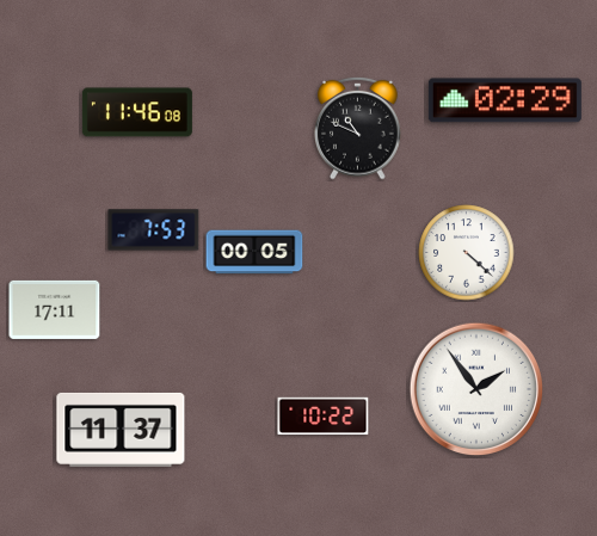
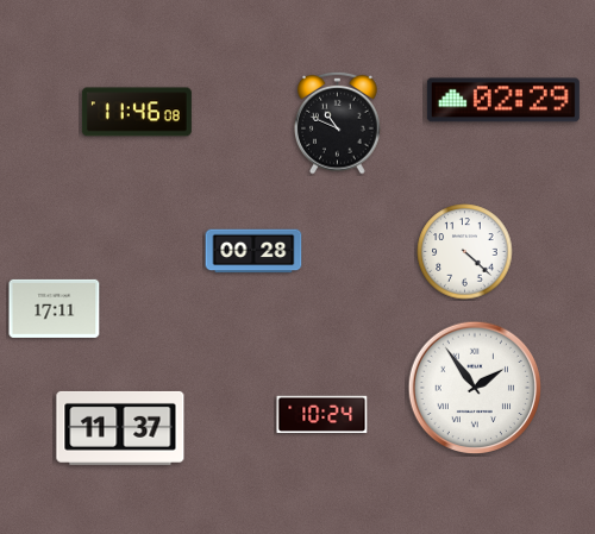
clock at (358, 128) position: (358, 128) -> (338, 122)
clock at (154, 230): 7:53 -> none
clock at (254, 252): 00:05 -> 00:28
clock at (324, 417): 10:22 -> 10:24
